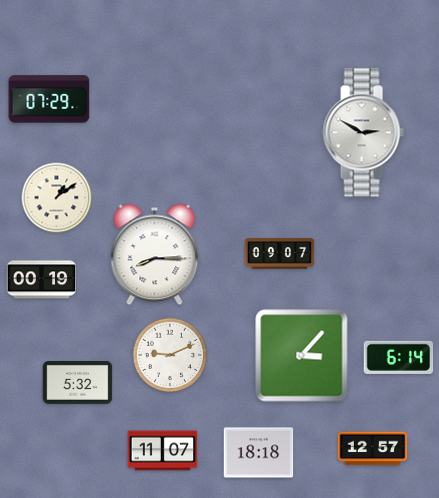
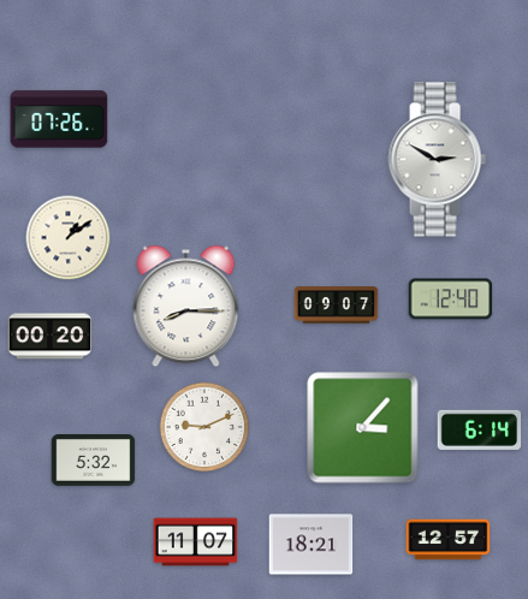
clock at (49, 99): 07:29 -> 07:26
clock at (451, 299): none -> 12:40
clock at (42, 280): 00:19 -> 00:20
clock at (259, 453): 18:18 -> 18:21
